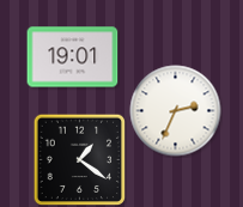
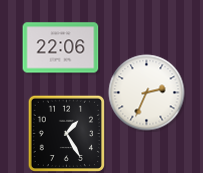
clock at (73, 57): 19:01 -> 22:06
clock at (79, 159): 1:21 -> 1:25
